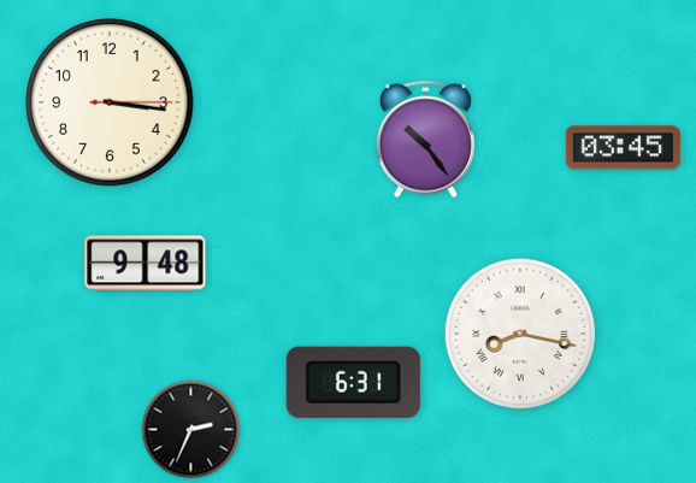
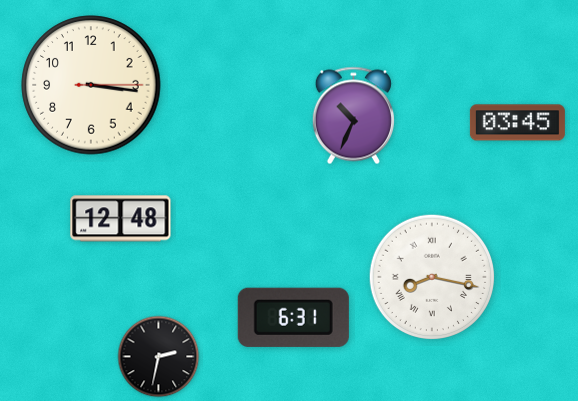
clock at (425, 140): 10:24 -> 10:34
clock at (146, 264): 9:48 -> 12:48
clock at (191, 430): 2:34 -> 2:32
